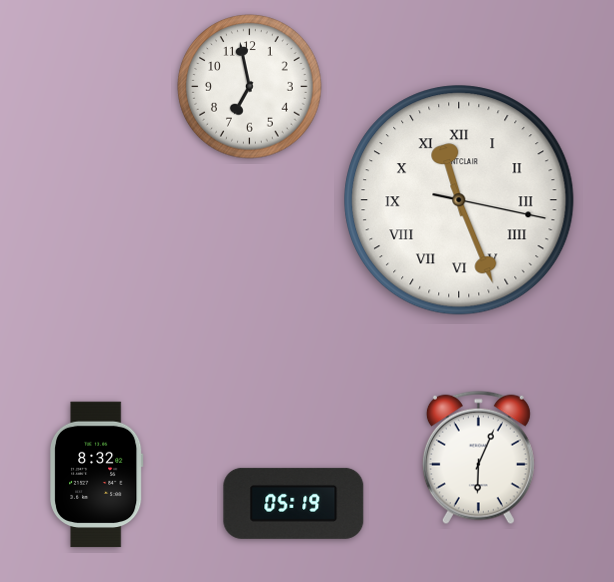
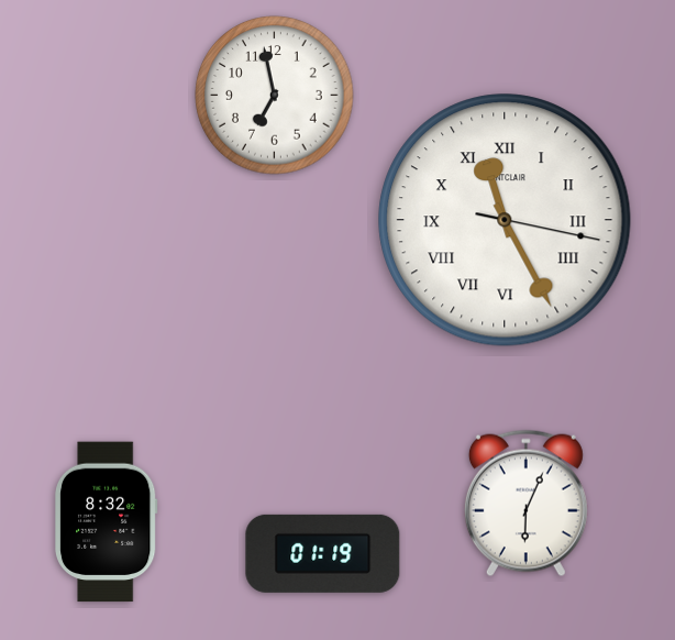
clock at (459, 200): 11:26 -> 11:25
clock at (294, 503): 05:19 -> 01:19
